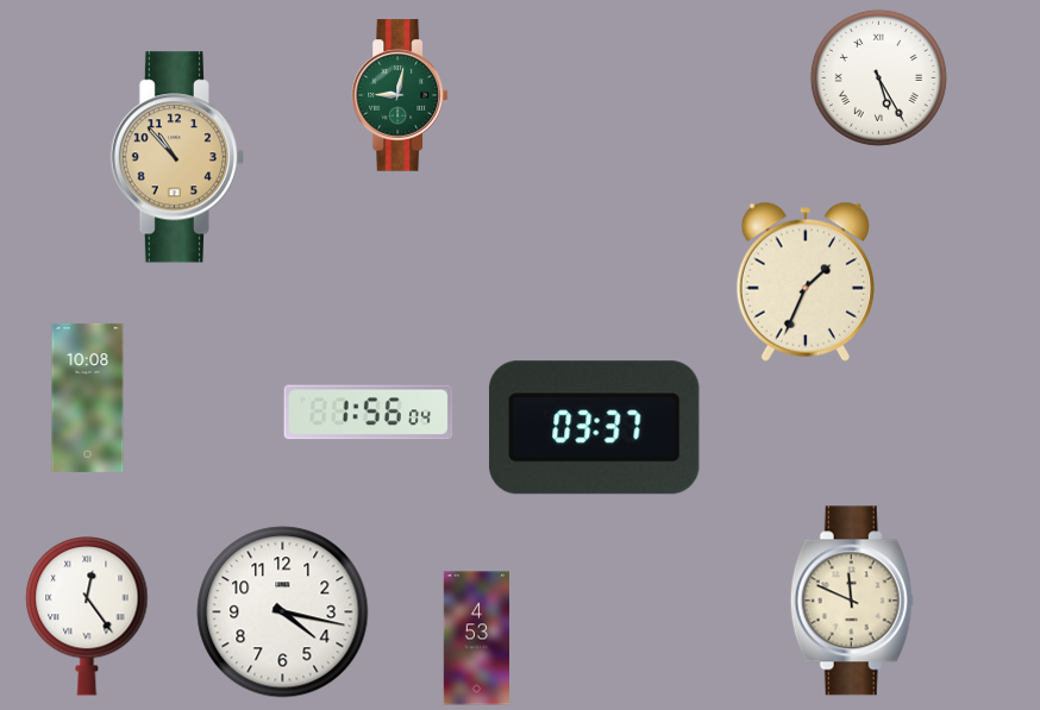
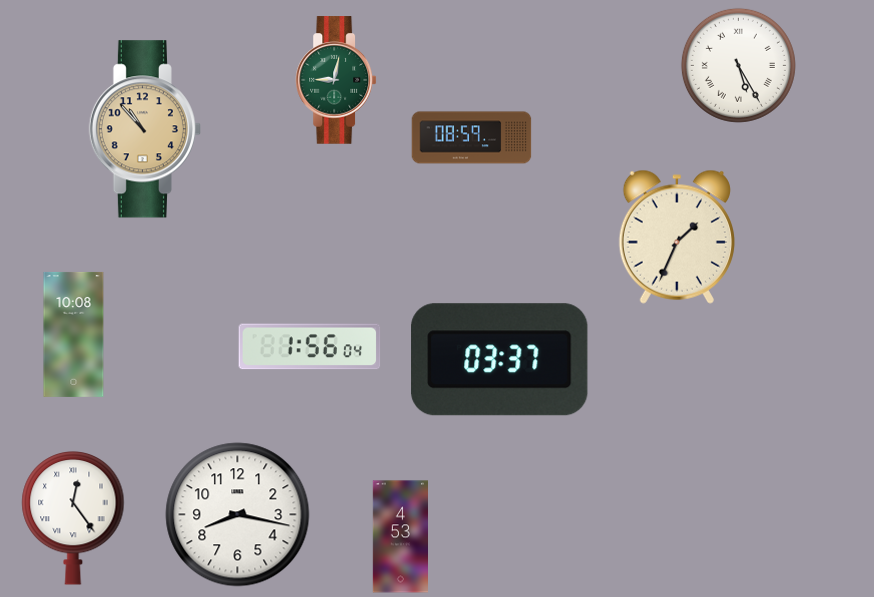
clock at (176, 157) position: (176, 157) -> (144, 129)
clock at (472, 138): none -> 08:59
clock at (852, 601): 11:49 -> none
clock at (283, 612): 4:17 -> 8:17
